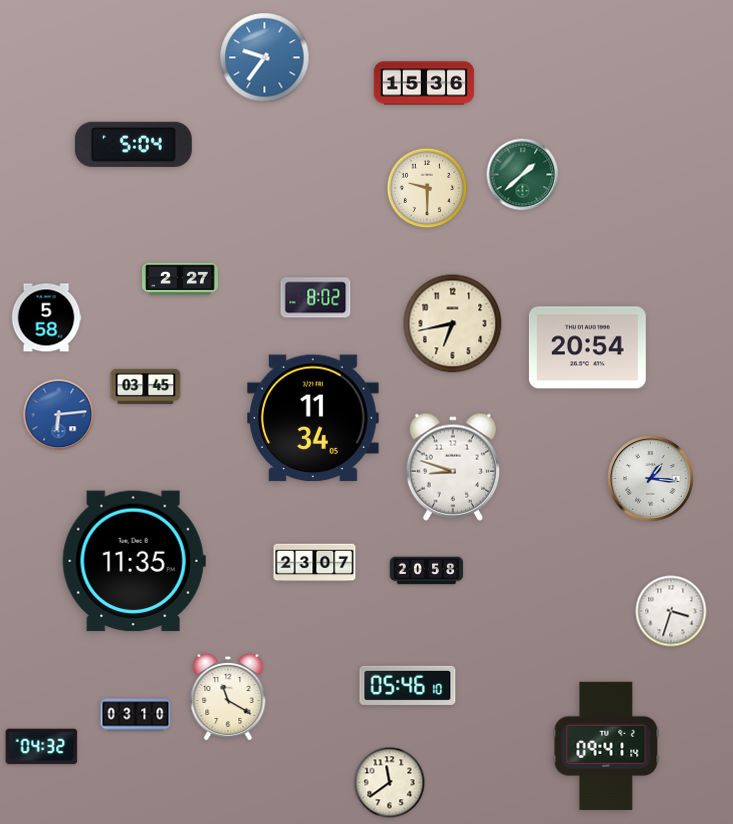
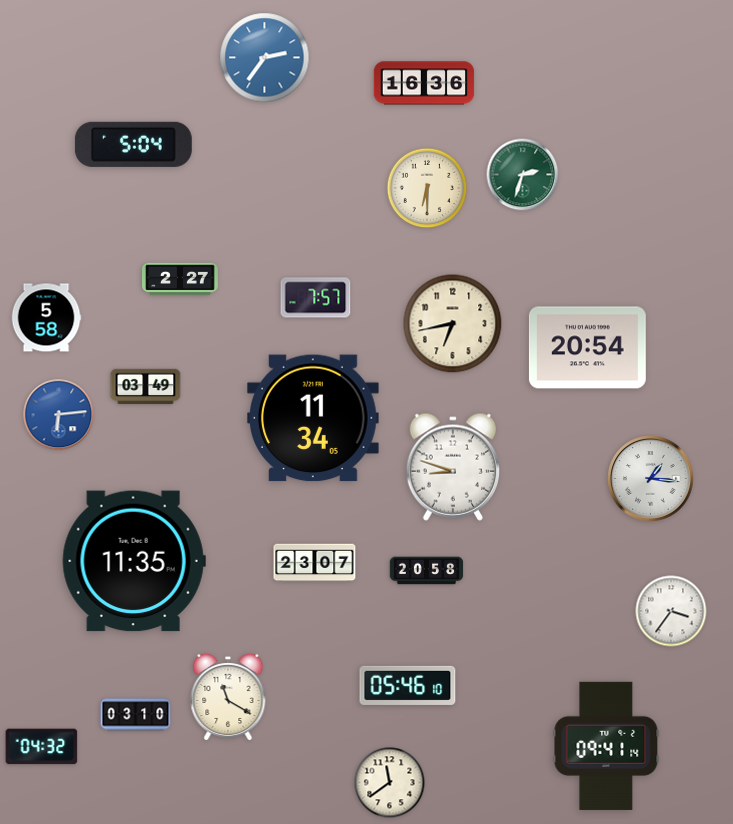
clock at (265, 58): 9:36 -> 2:36
clock at (424, 83): 15:36 -> 16:36
clock at (523, 175): 1:38 -> 2:33
clock at (427, 188): 9:30 -> 6:30
clock at (316, 298): 8:02 -> 7:57
clock at (146, 387): 03:45 -> 03:49
clock at (671, 611): 3:33 -> 3:36
